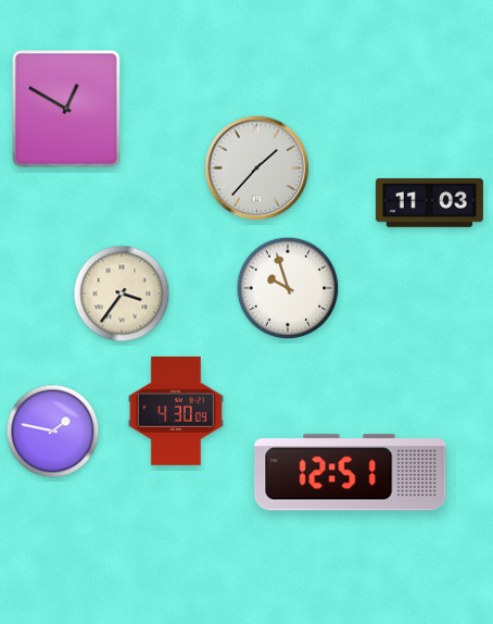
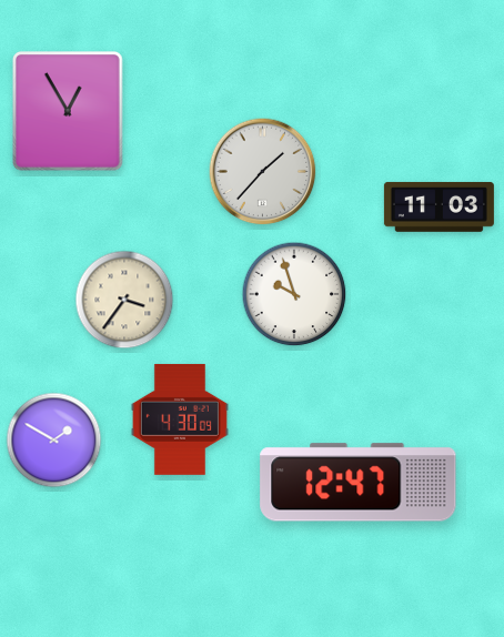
clock at (66, 110): 12:50 -> 12:55
clock at (53, 432): 1:47 -> 1:50
clock at (351, 473): 12:51 -> 12:47
